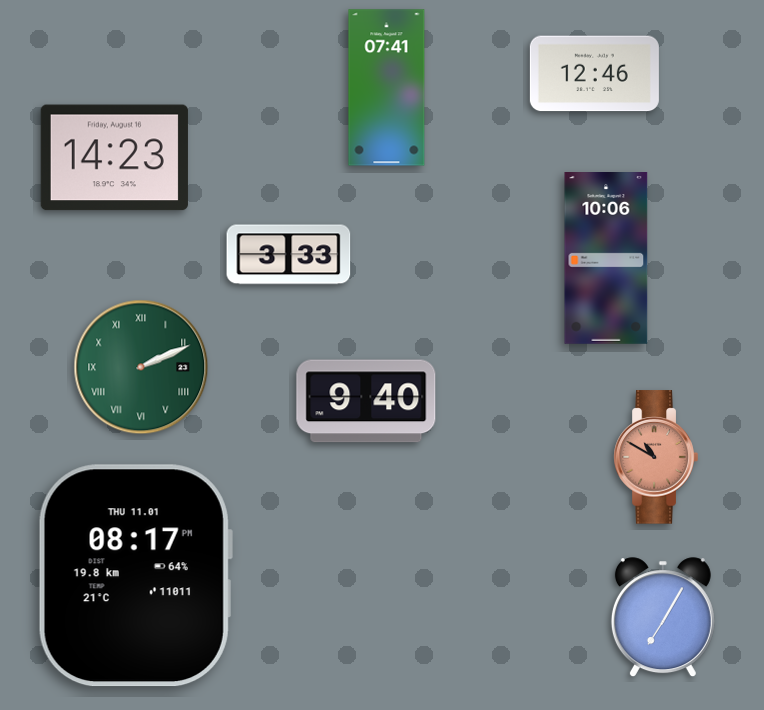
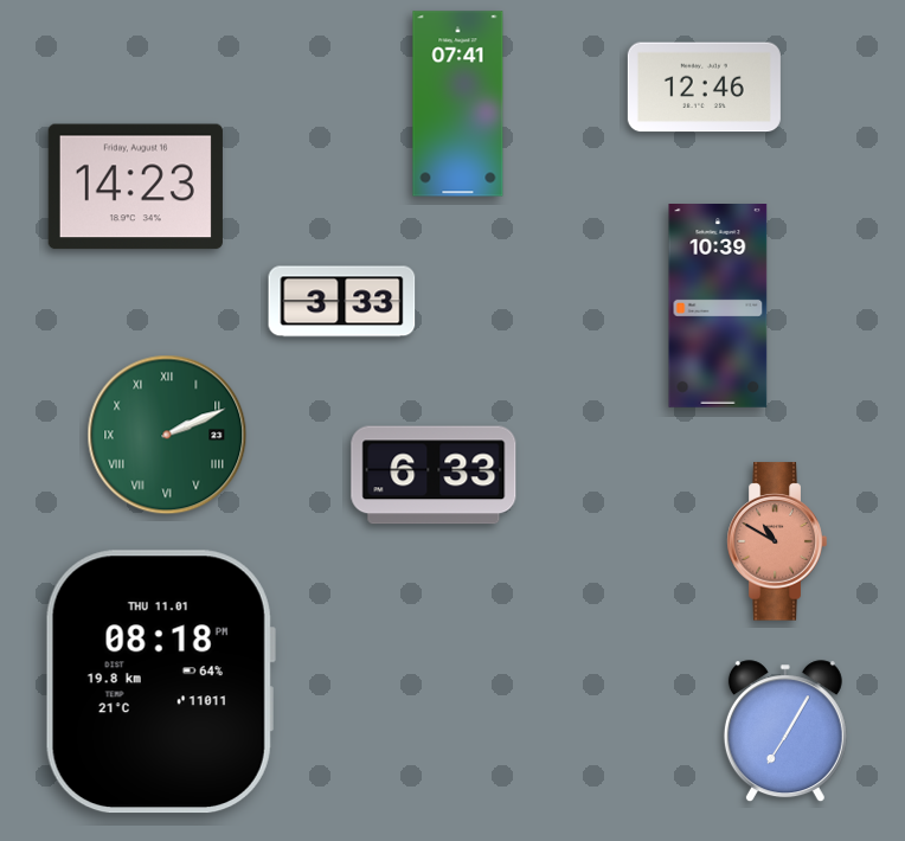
clock at (606, 259): 10:06 -> 10:39
clock at (366, 401): 9:40 -> 6:33
clock at (135, 576): 08:17 -> 08:18
